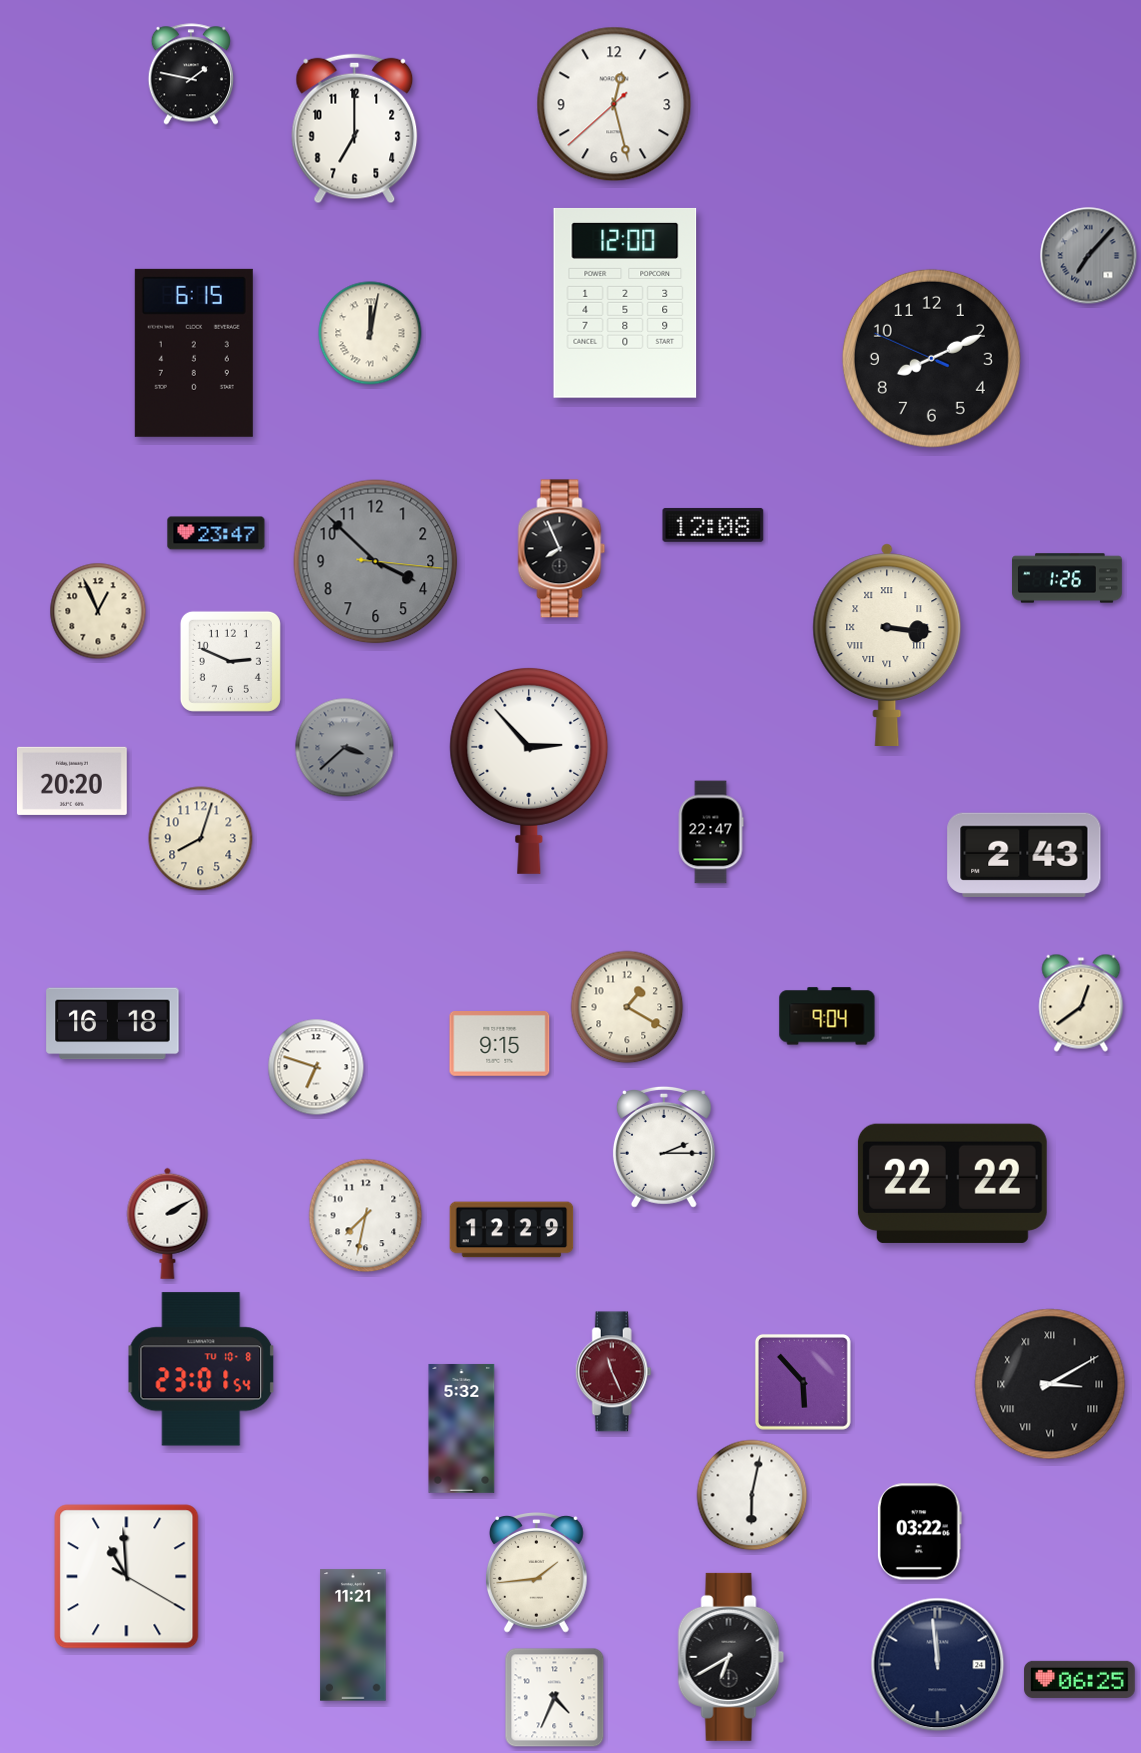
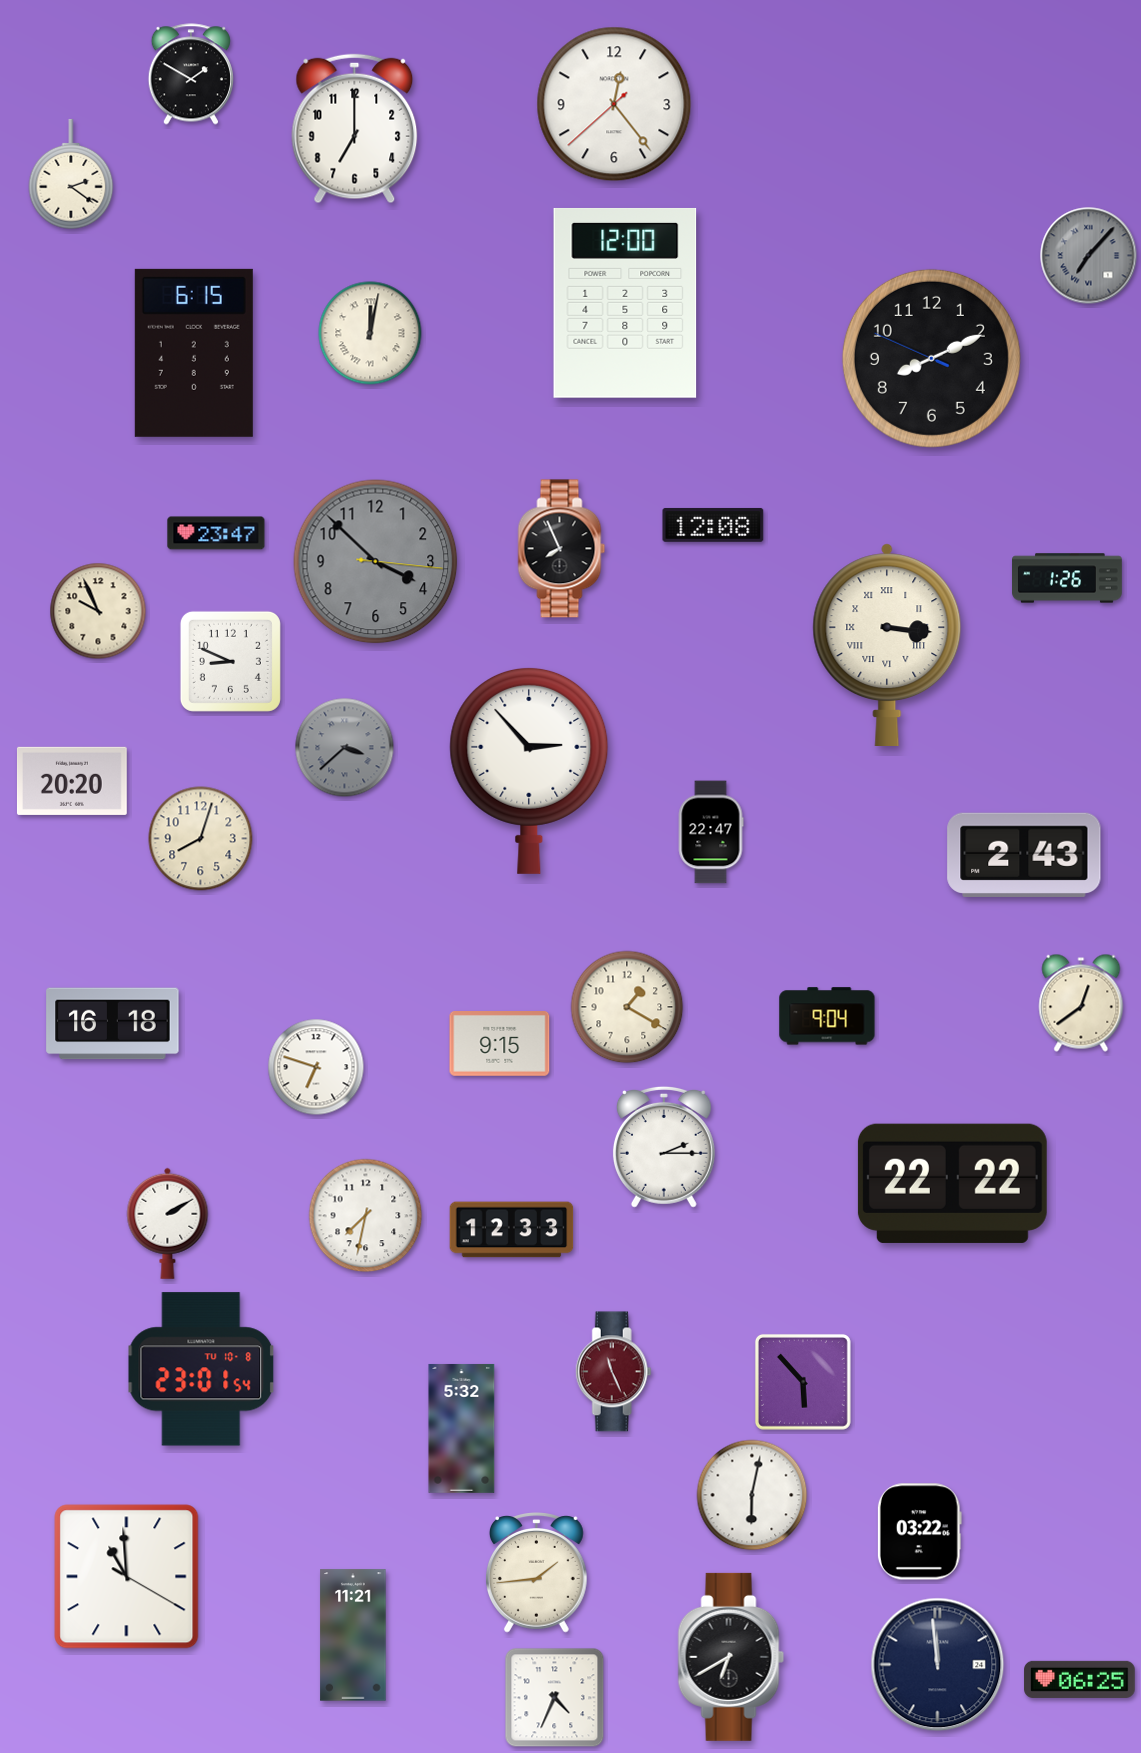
clock at (191, 74): 1:47 -> 1:50
clock at (614, 104): 12:27 -> 12:23
clock at (71, 174): none -> 2:21
clock at (98, 611): 12:56 -> 9:56
clock at (230, 661): 2:49 -> 8:49
clock at (512, 1230): 12:29 -> 12:33
clock at (1050, 1384): 3:10 -> none
